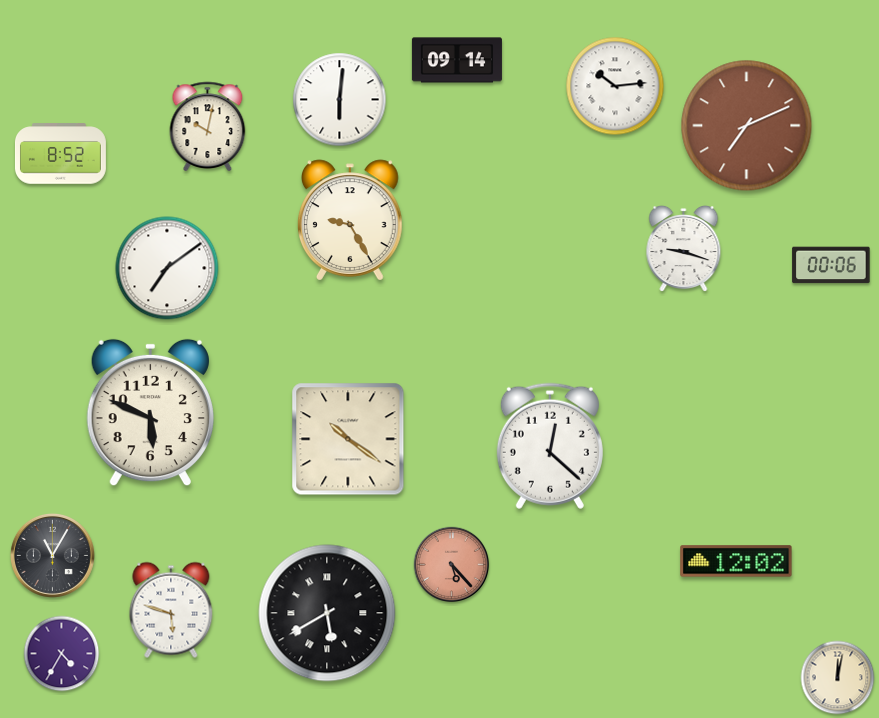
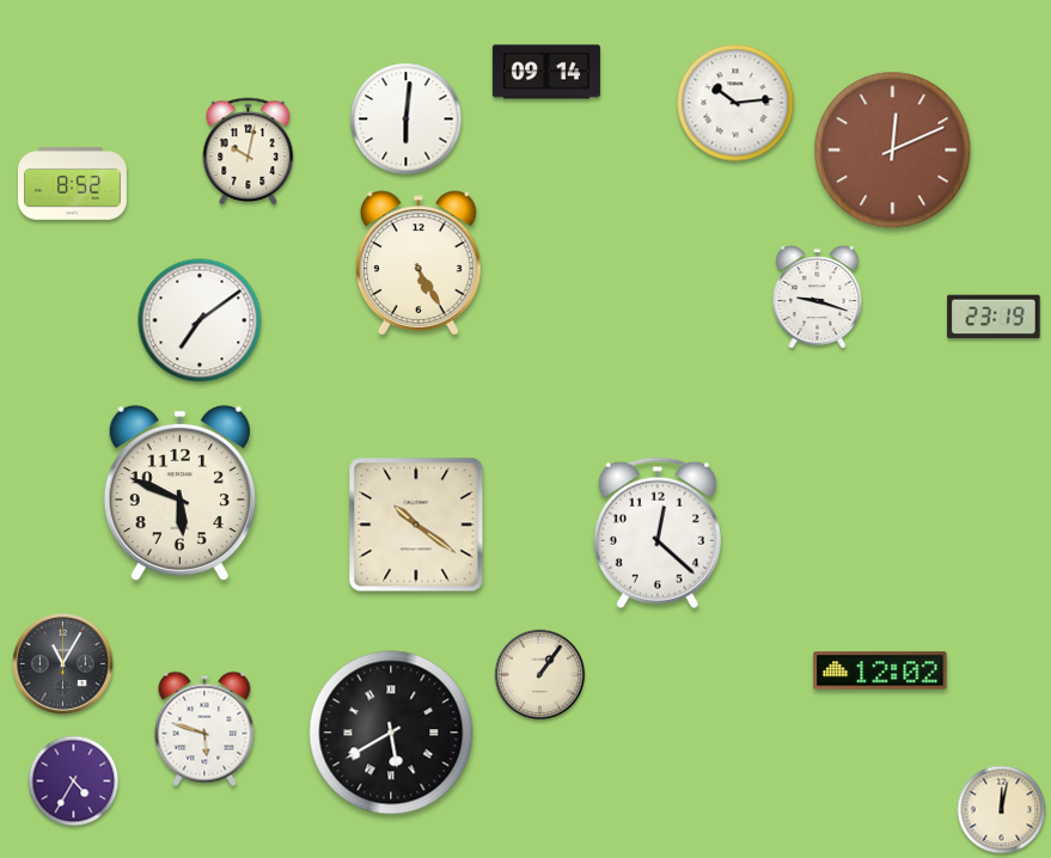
clock at (747, 126): 7:11 -> 12:11
clock at (351, 220): 9:25 -> 5:25
clock at (831, 265): 00:06 -> 23:19
clock at (452, 565): 5:23 -> 1:06
clock at (452, 565) dial: salmon -> cream
